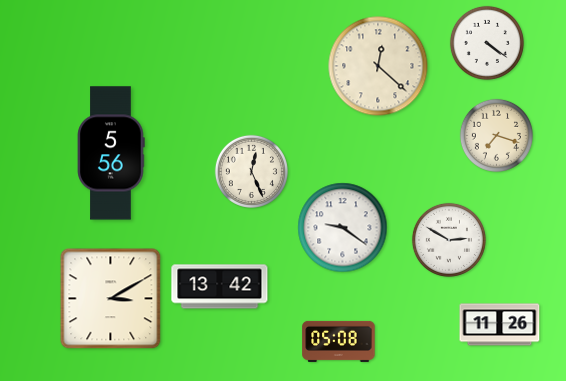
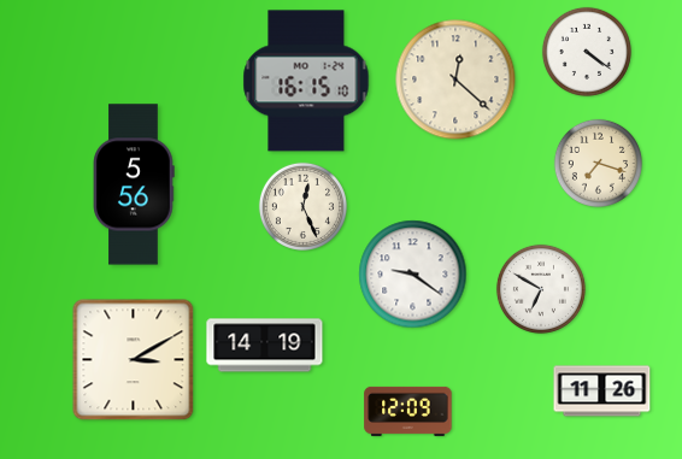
clock at (306, 81): none -> 16:15
clock at (449, 240): 2:50 -> 6:50
clock at (220, 287): 13:42 -> 14:19
clock at (339, 341): 05:08 -> 12:09
